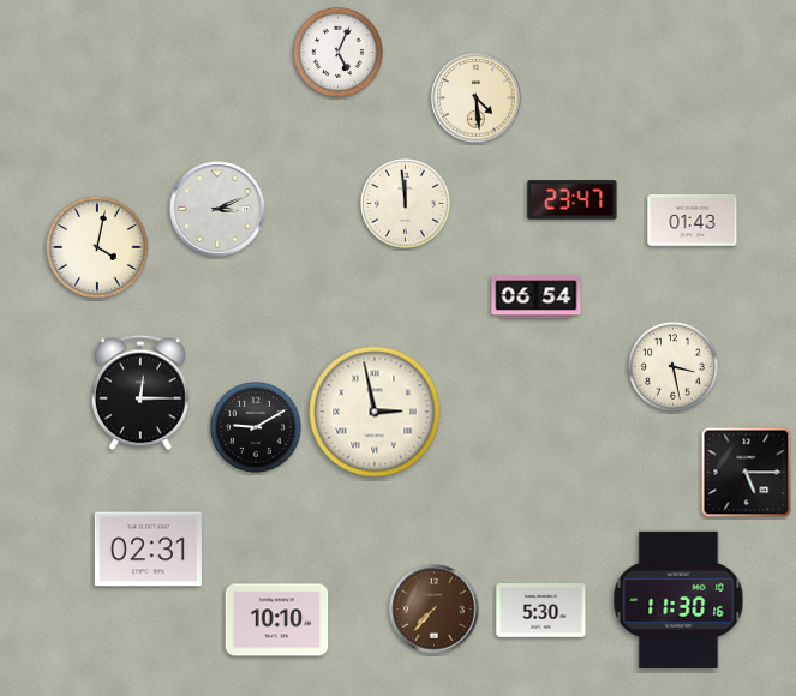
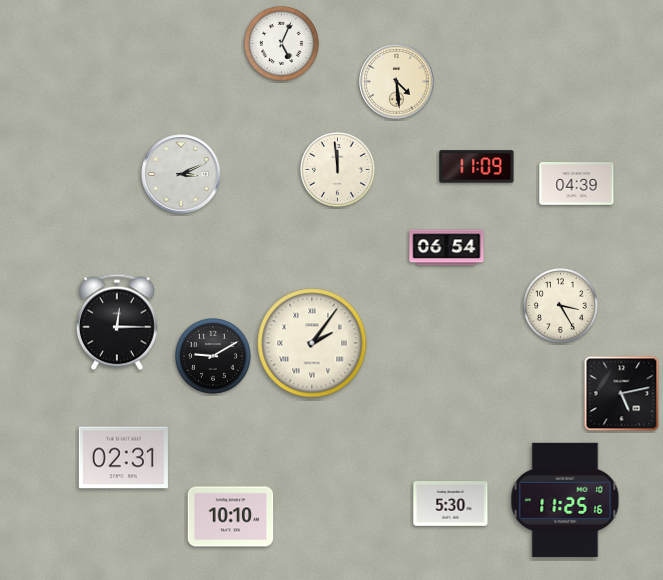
clock at (573, 200): 23:47 -> 11:09
clock at (693, 221): 01:43 -> 04:39
clock at (97, 247): 4:02 -> none
clock at (674, 367): 3:28 -> 3:25
clock at (140, 392) position: (140, 392) -> (117, 322)
clock at (375, 412): 2:58 -> 2:06
clock at (747, 473): 5:15 -> 5:13
clock at (678, 600): 11:30 -> 11:25
clock at (435, 610): 7:37 -> none
clock at (541, 611) position: (541, 611) -> (451, 504)
